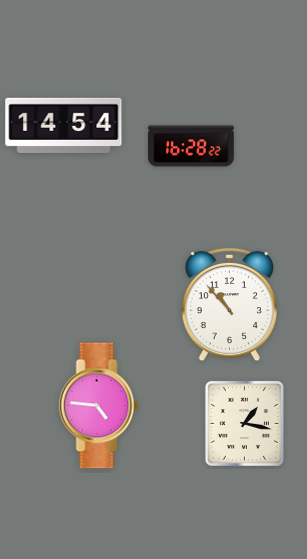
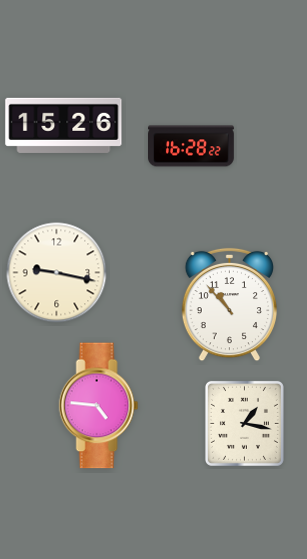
clock at (64, 125): 14:54 -> 15:26
clock at (57, 273): none -> 9:17
